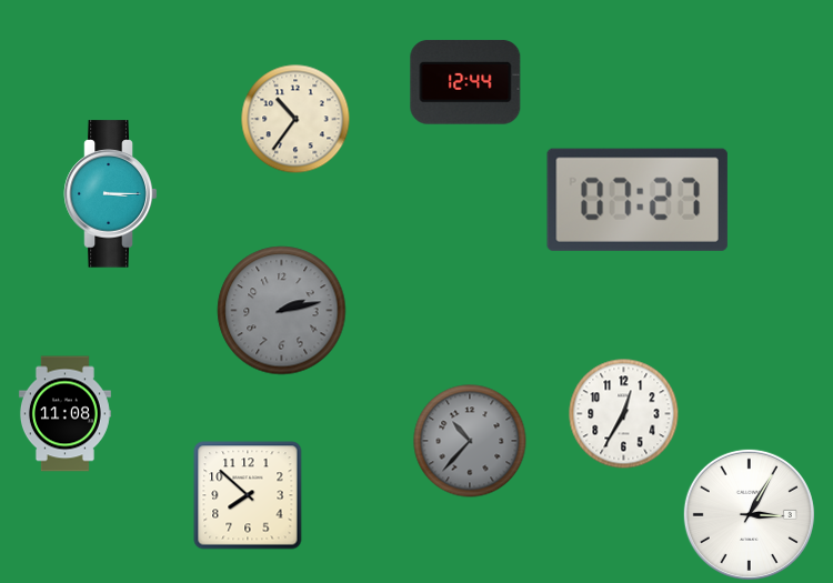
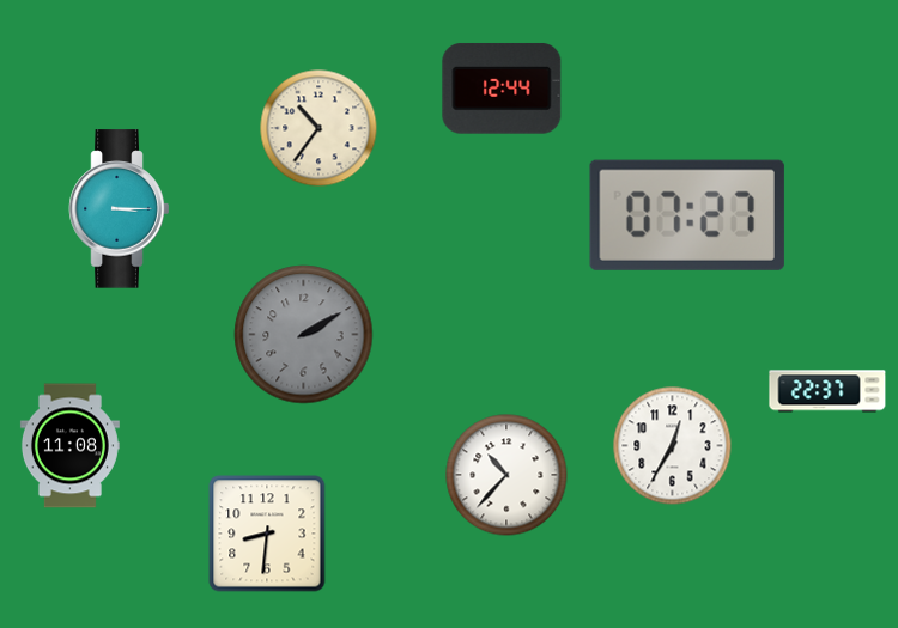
clock at (282, 311): 2:13 -> 2:10
clock at (827, 391): none -> 22:37
clock at (470, 441) dial: grey -> white
clock at (248, 495): 7:52 -> 8:31
clock at (749, 514): 3:05 -> none
